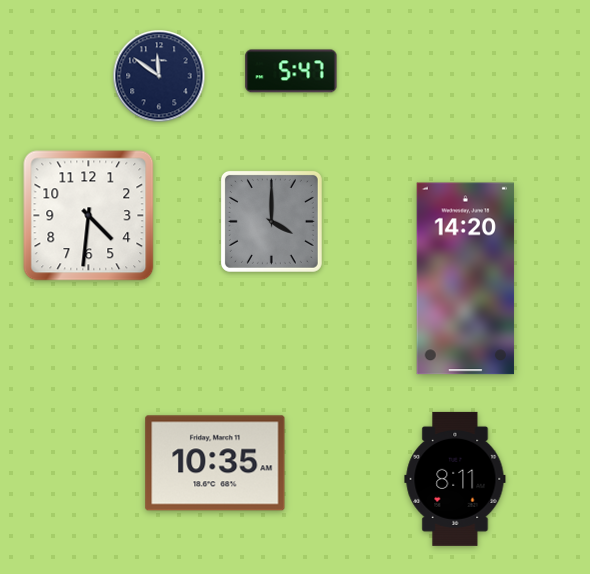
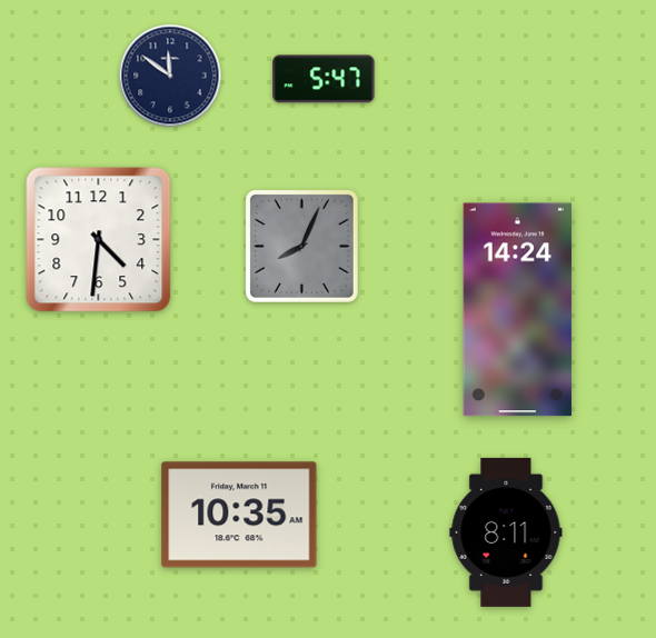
clock at (159, 76) position: (159, 76) -> (170, 76)
clock at (271, 221): 4:00 -> 8:04
clock at (465, 279): 14:20 -> 14:24
